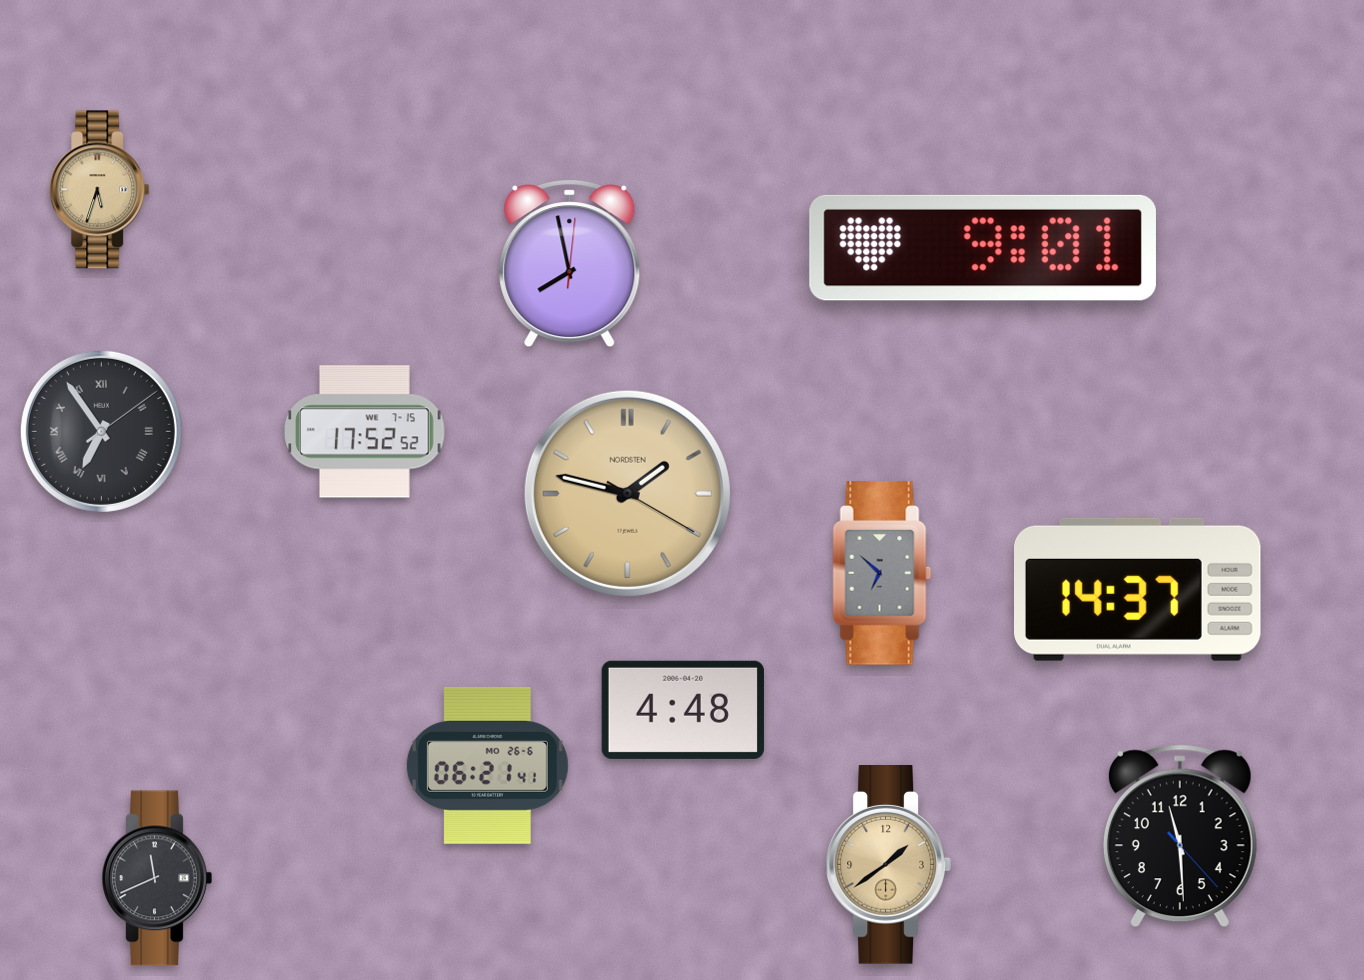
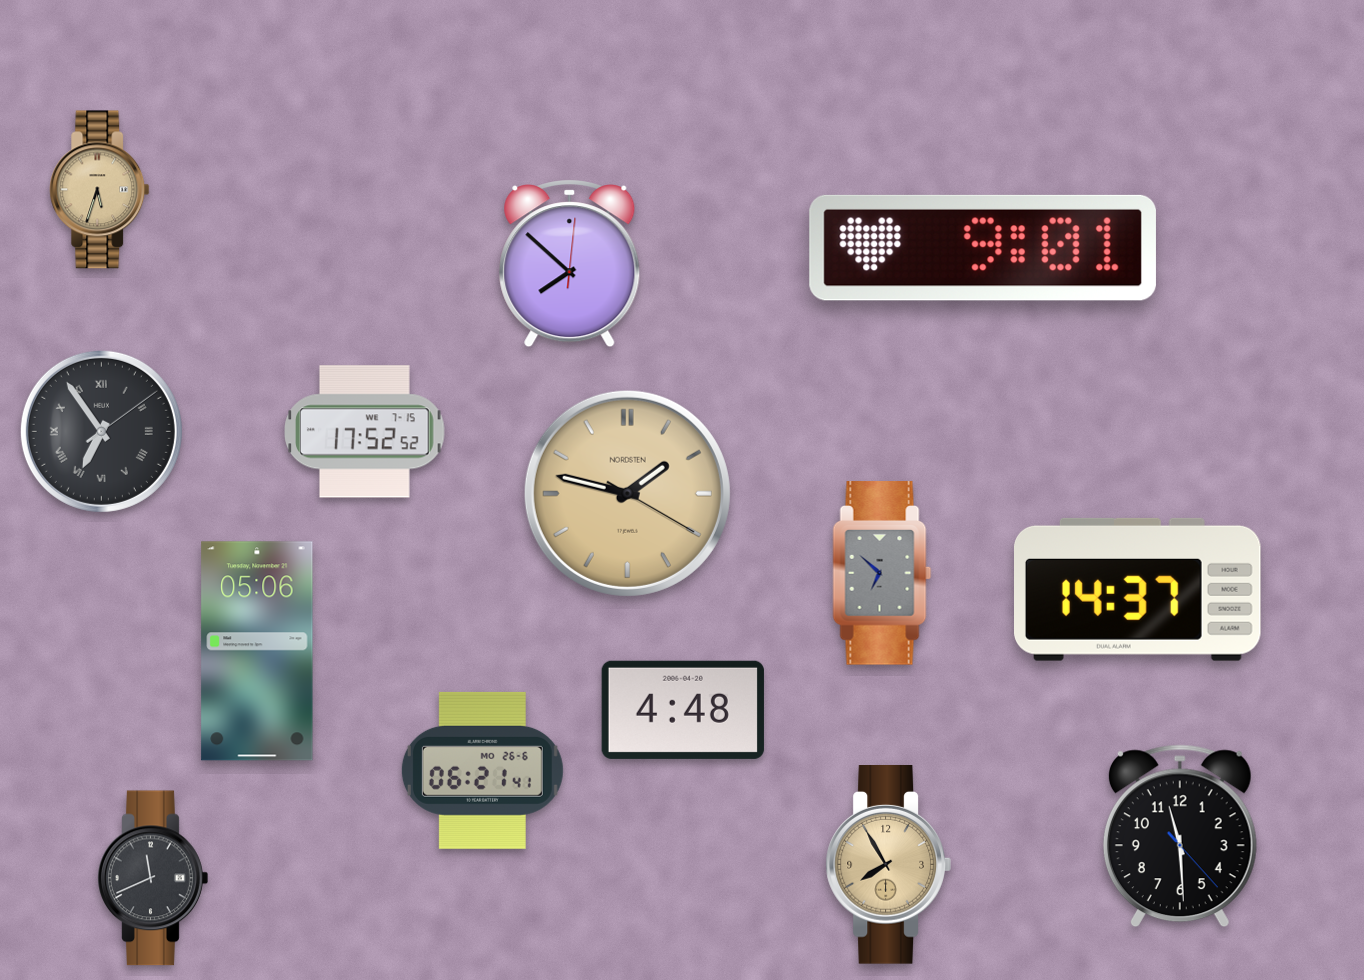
clock at (570, 264): 7:58 -> 7:52
clock at (257, 651): none -> 05:06
clock at (487, 765) position: (487, 765) -> (482, 770)
clock at (888, 865): 1:39 -> 7:55
clock at (157, 878) position: (157, 878) -> (153, 878)
